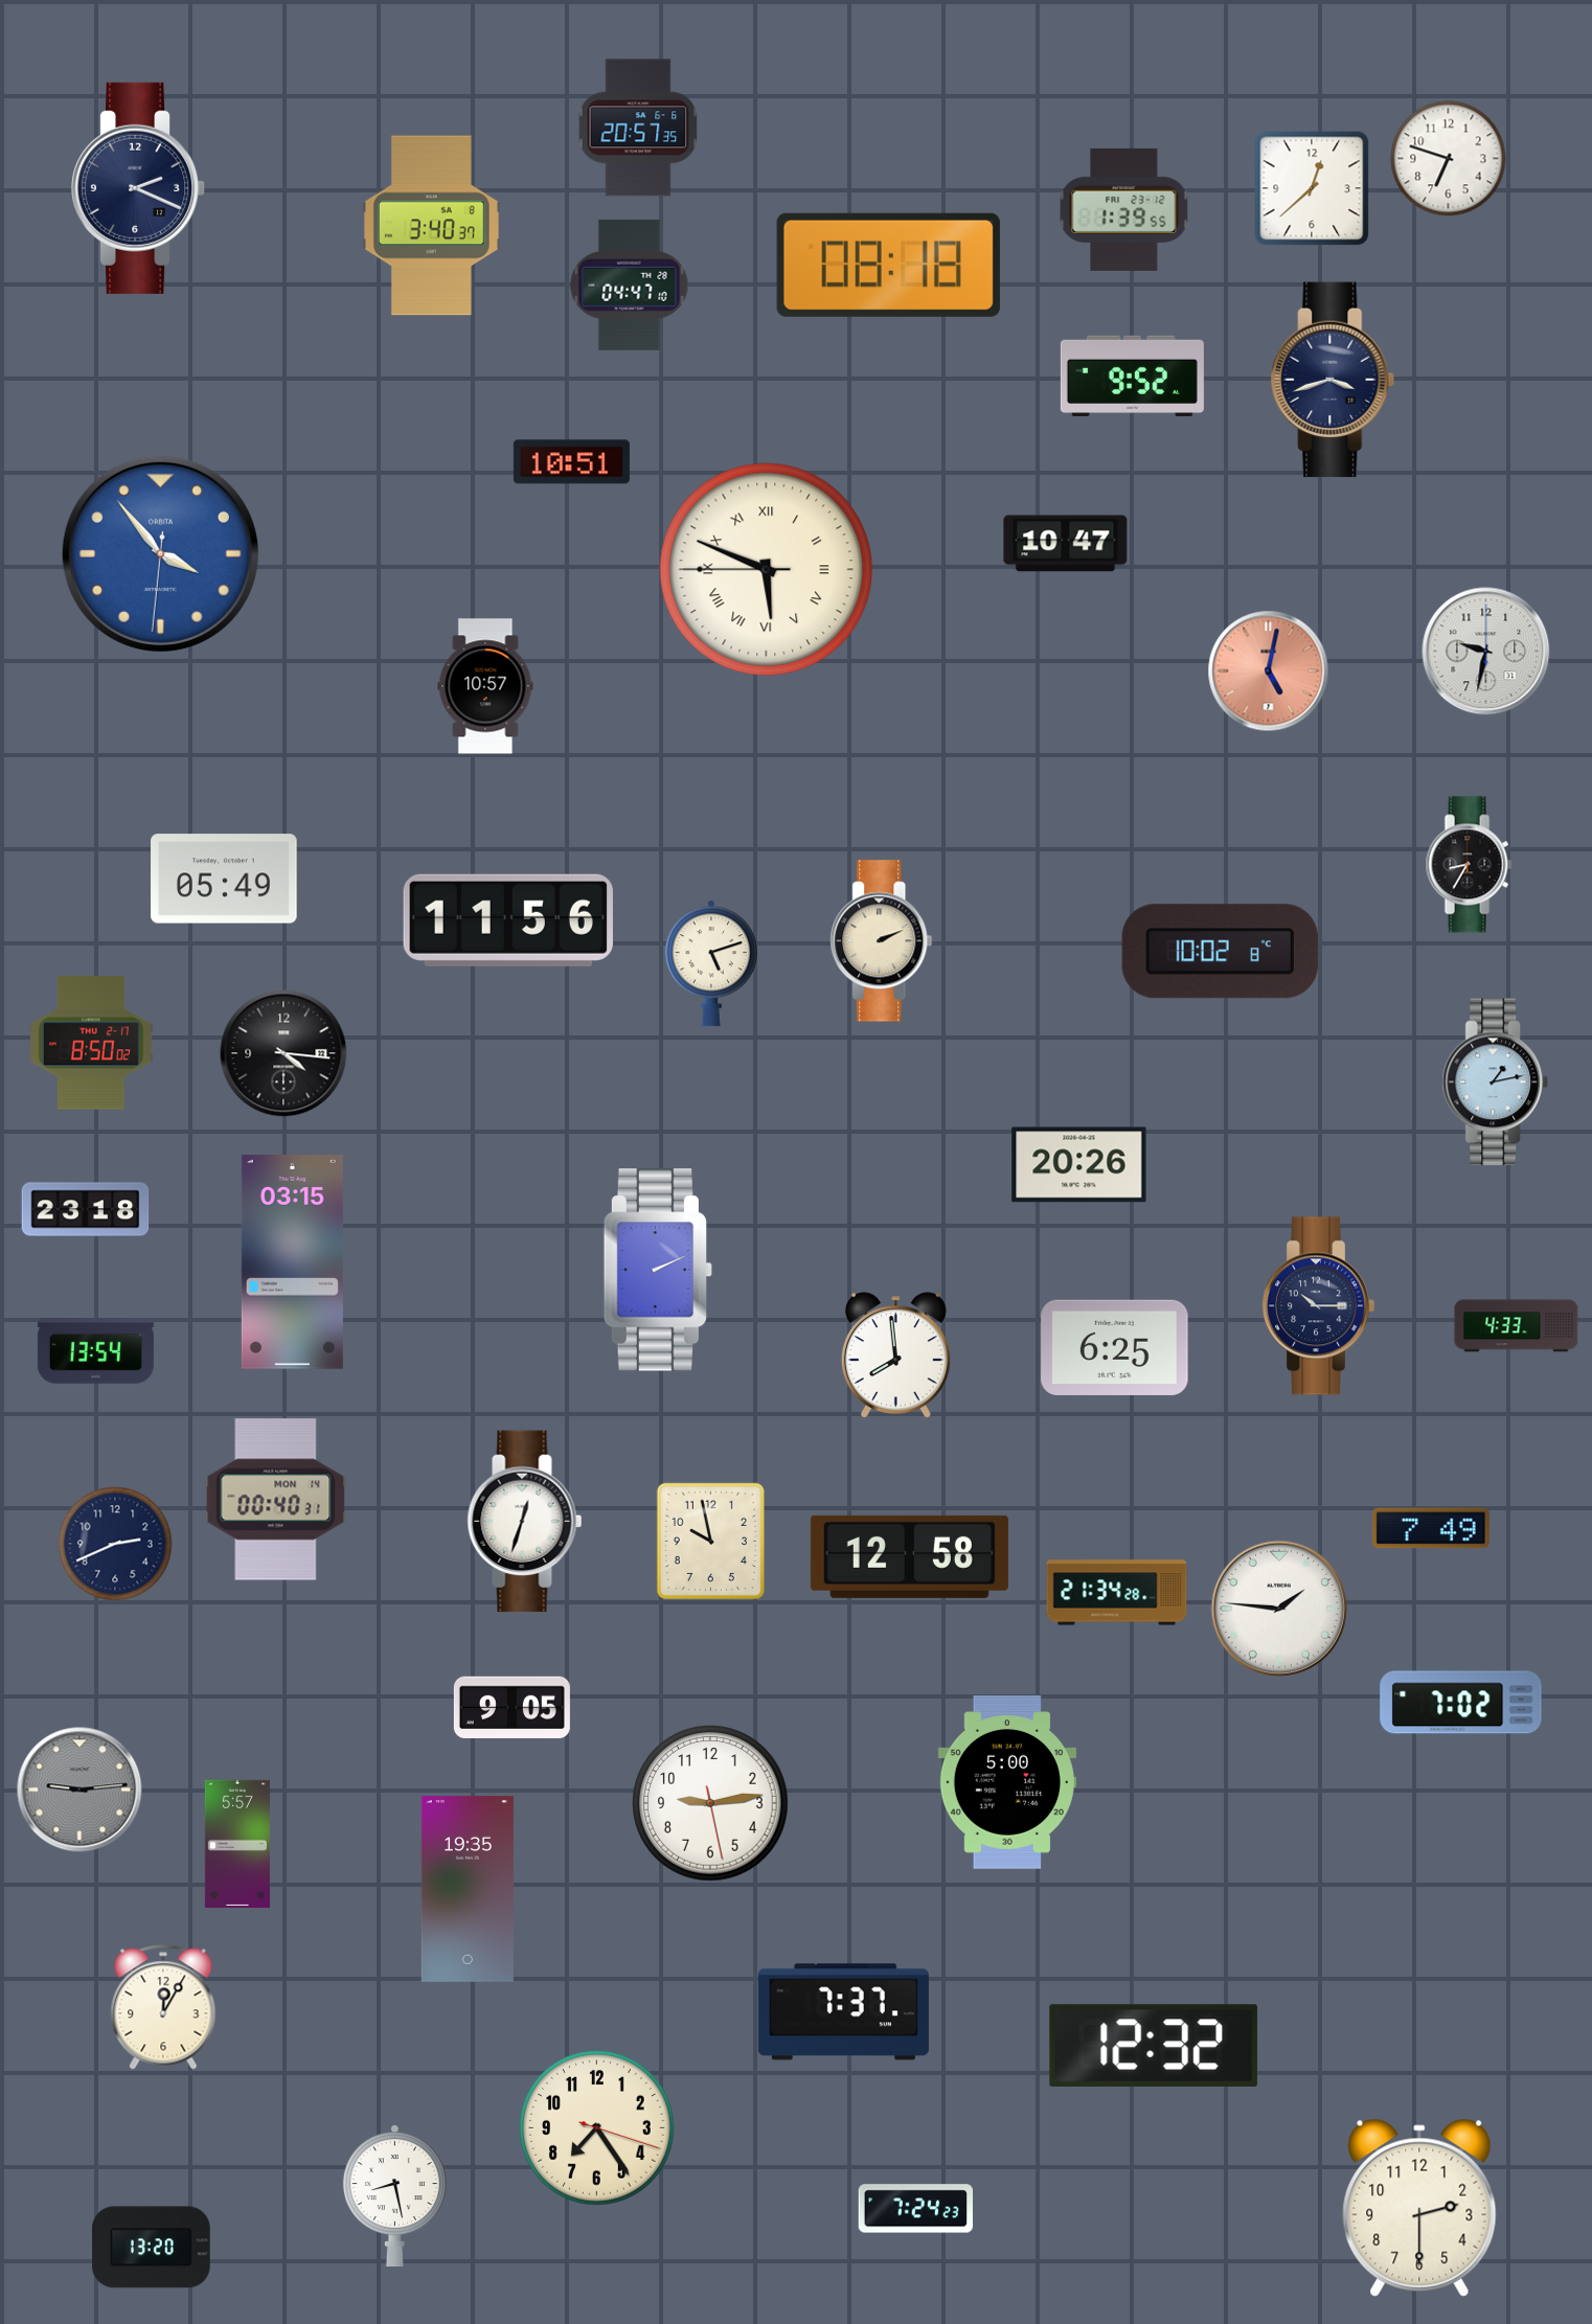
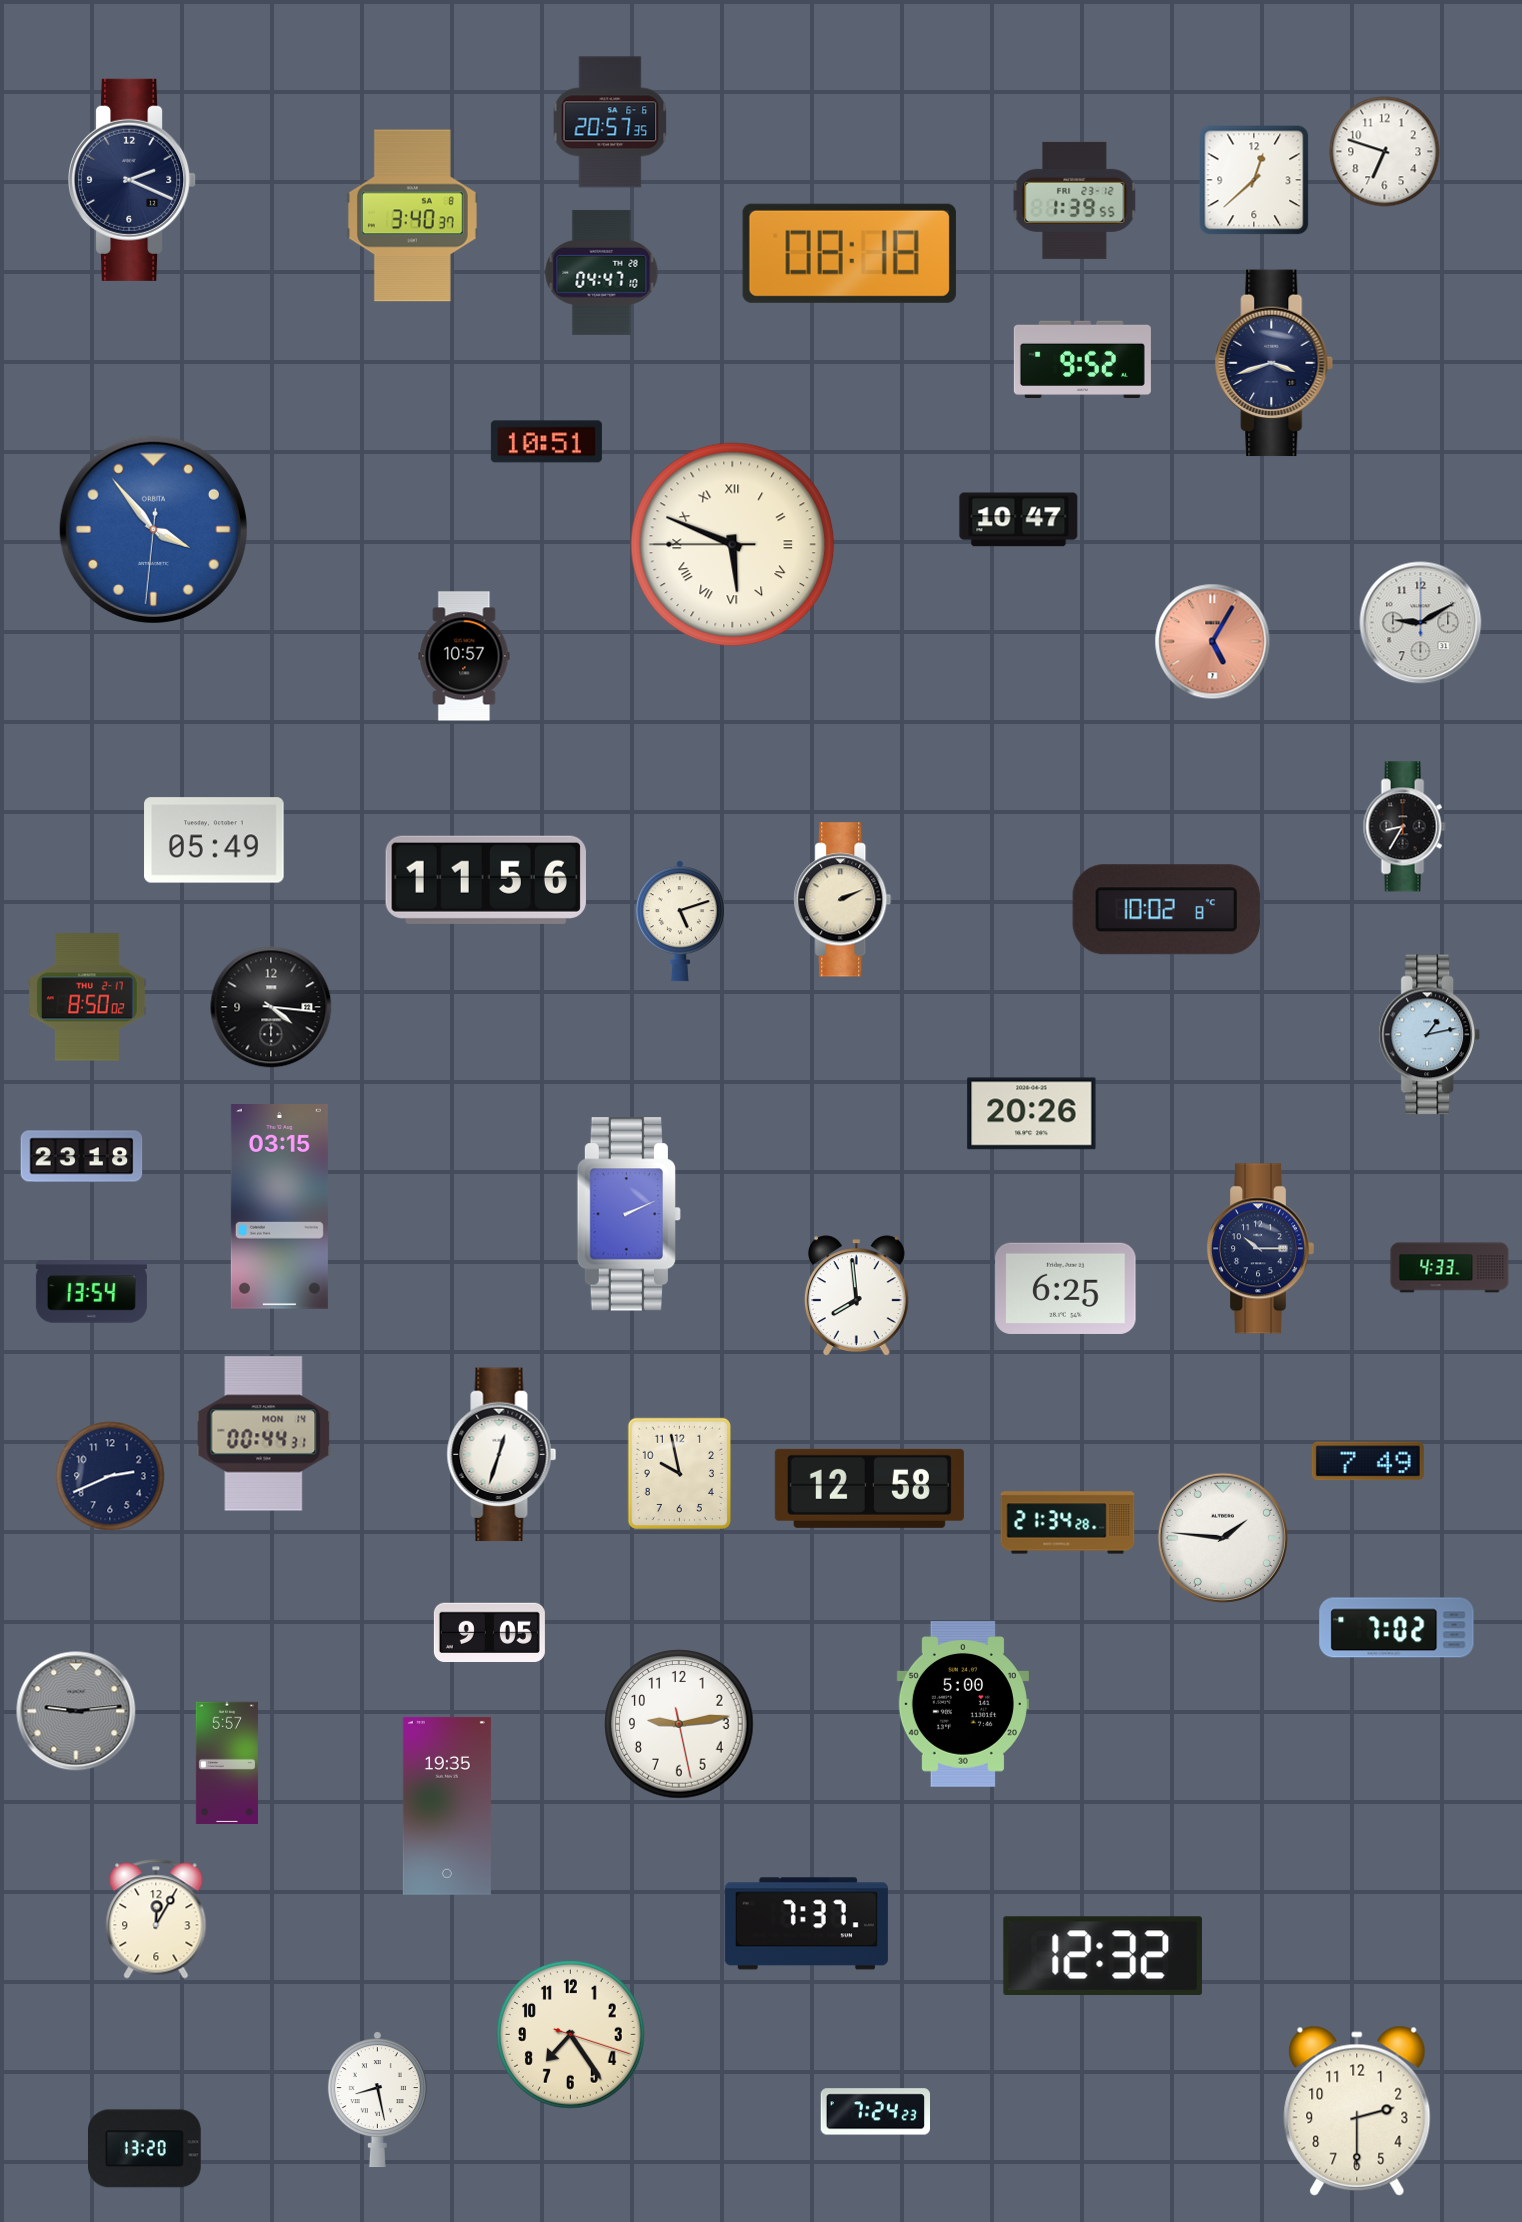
clock at (1486, 652): 9:32 -> 9:10
clock at (1269, 671): 5:02 -> 5:05
clock at (276, 1500): 00:40 -> 00:44
